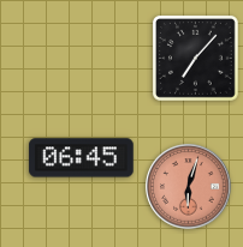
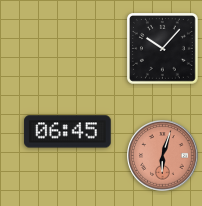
clock at (195, 58): 7:07 -> 10:07
clock at (189, 187) position: (189, 187) -> (163, 156)
